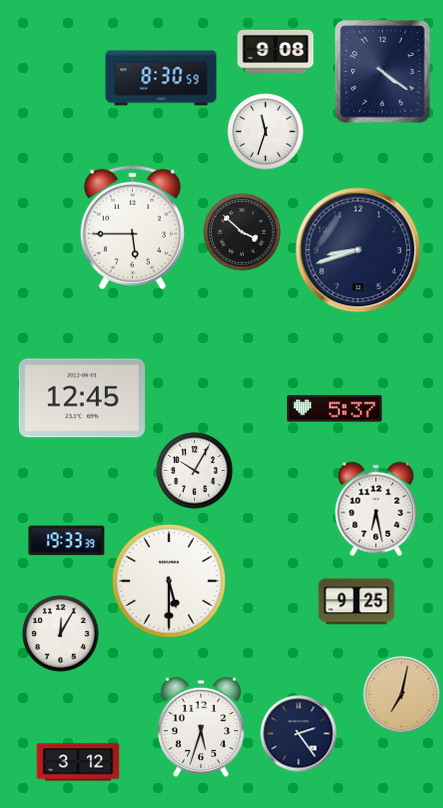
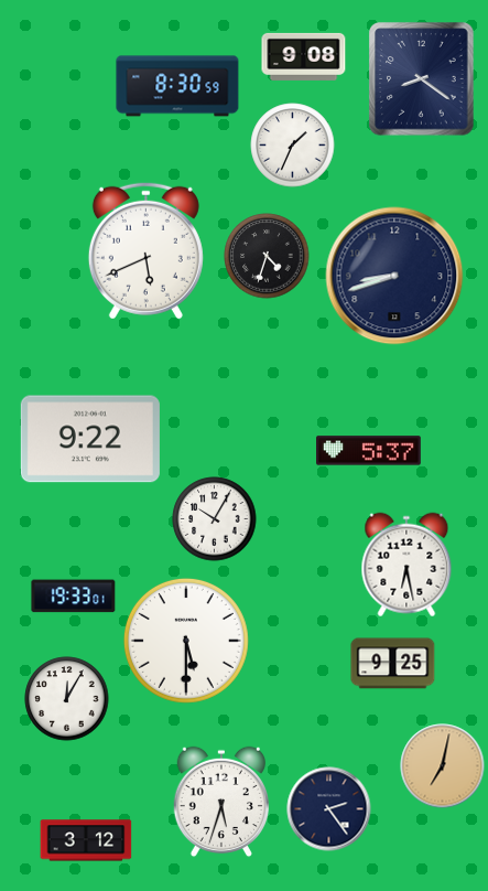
clock at (383, 72): 4:21 -> 8:21
clock at (266, 132): 11:33 -> 1:34
clock at (132, 227): 5:45 -> 5:41
clock at (242, 232): 3:52 -> 4:33
clock at (82, 398): 12:45 -> 9:22
clock at (376, 509) position: (376, 509) -> (406, 565)
clock at (67, 541): 19:33:39 -> 19:33:01
